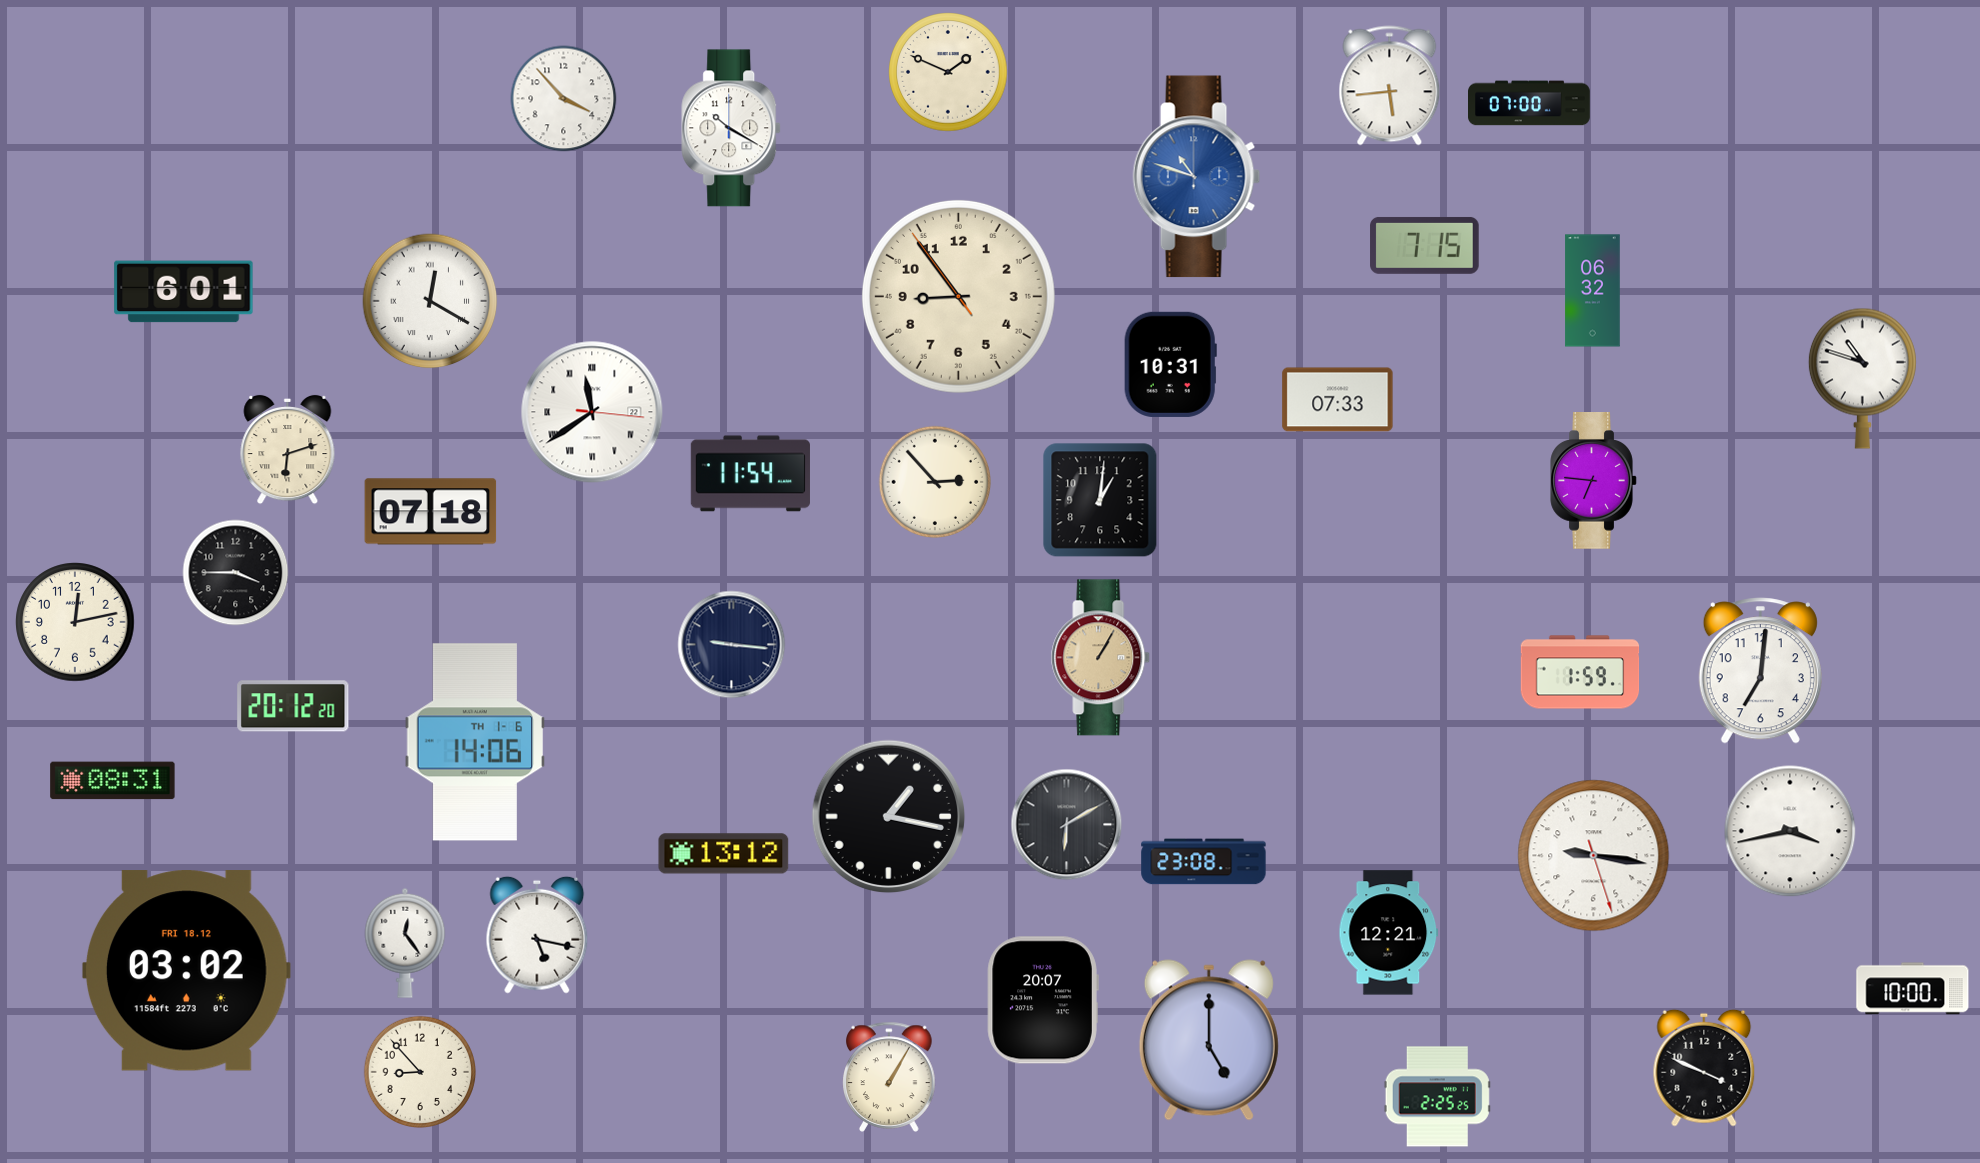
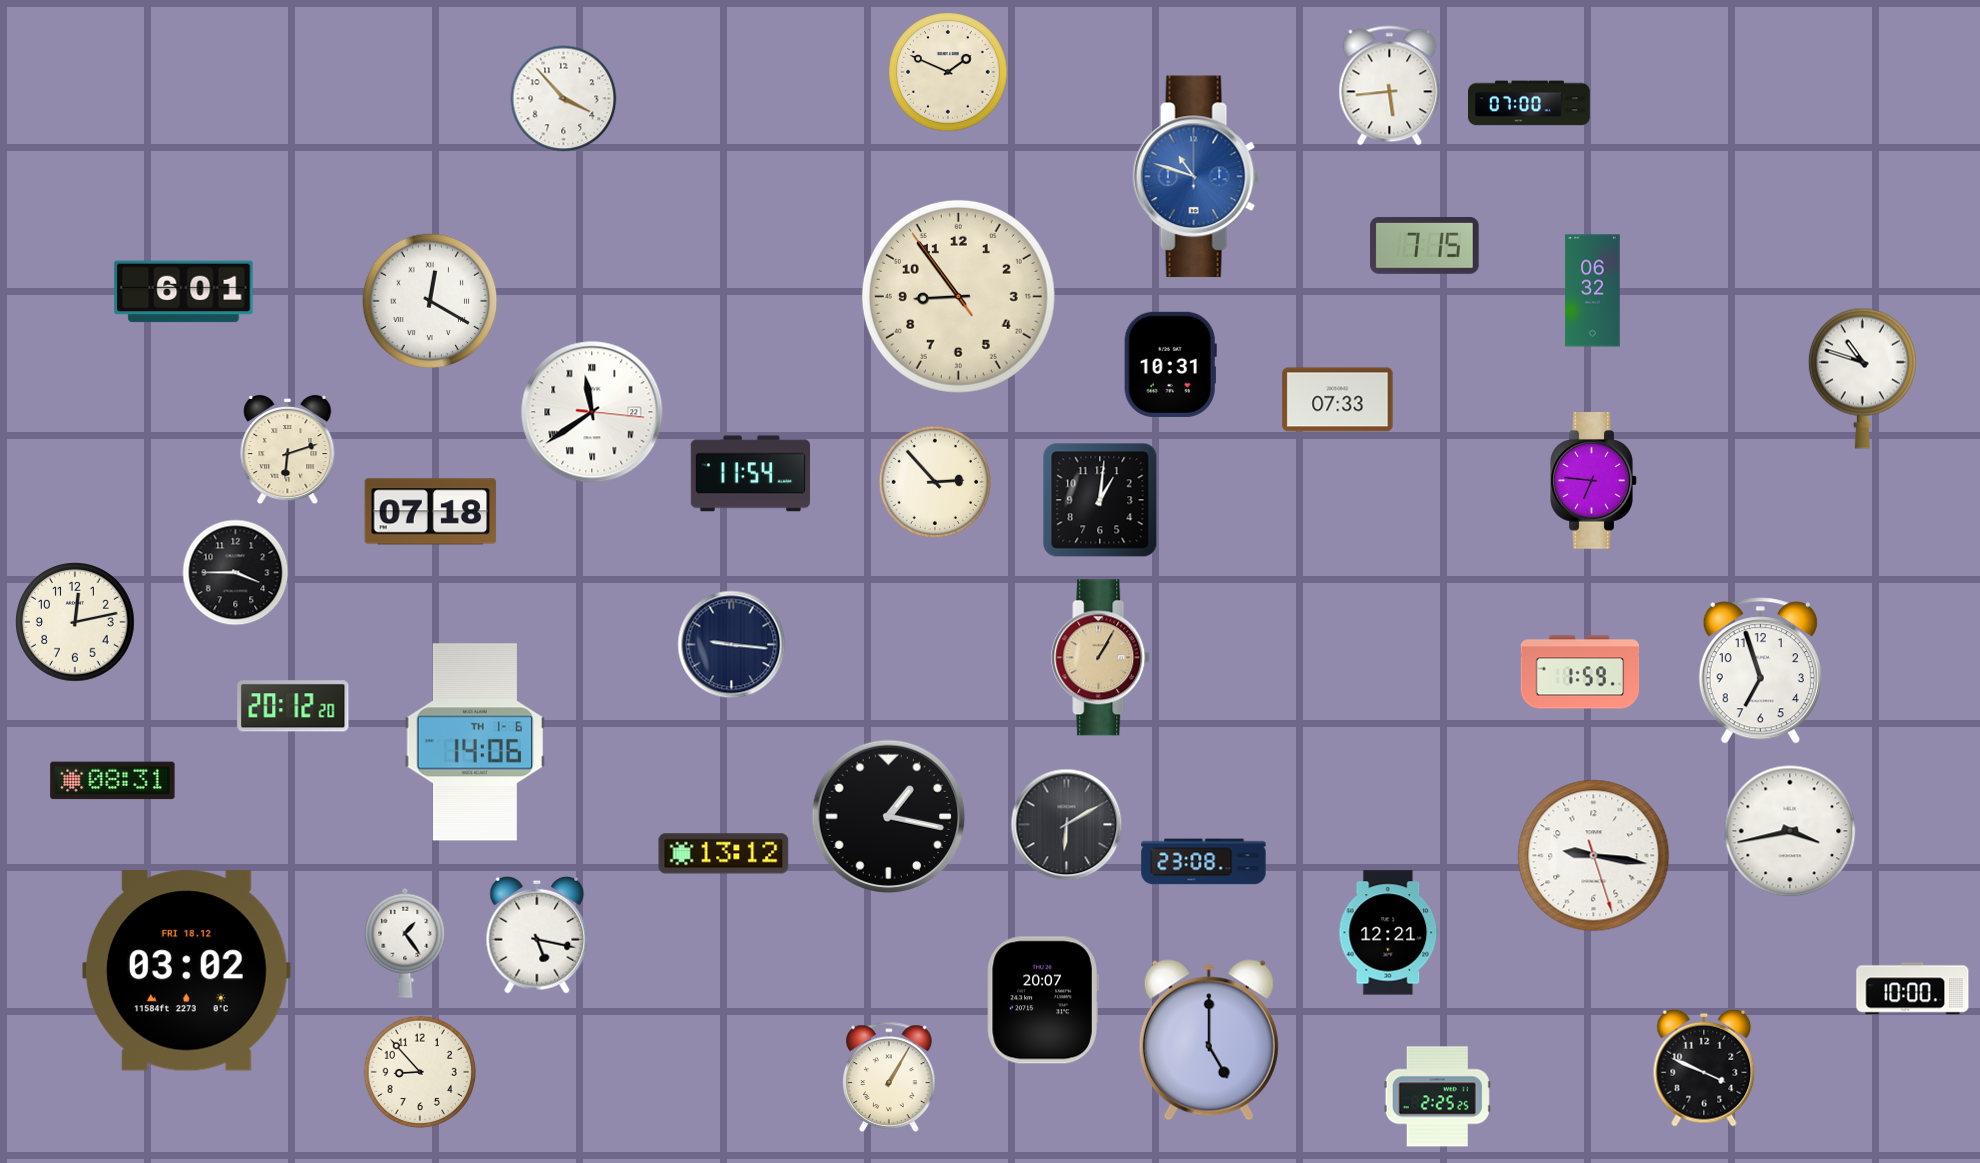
clock at (732, 128): 10:20 -> none
clock at (1760, 671): 7:01 -> 6:57
clock at (405, 943): 12:24 -> 1:24
